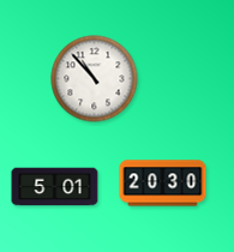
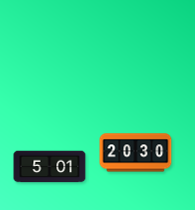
clock at (95, 79): 10:53 -> none
clock at (55, 187) position: (55, 187) -> (50, 167)
